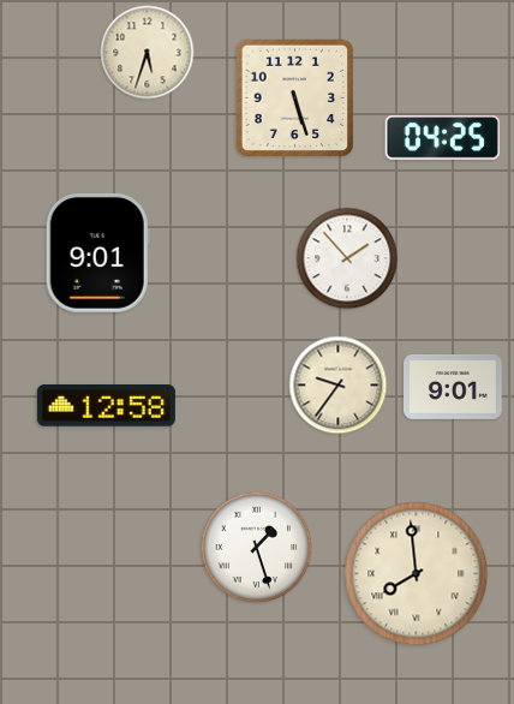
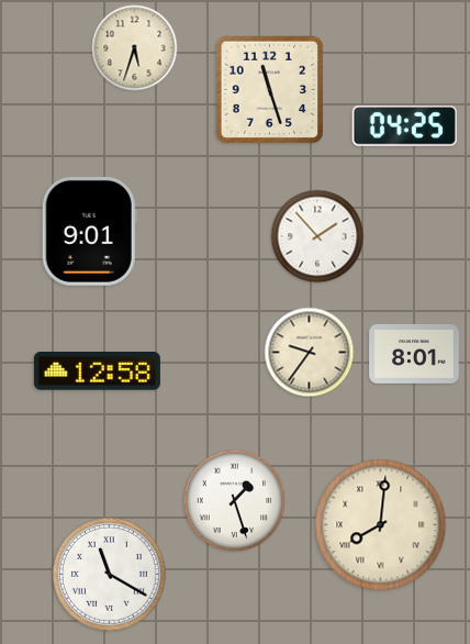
clock at (295, 99): 5:27 -> 11:27
clock at (453, 387): 9:01 -> 8:01
clock at (417, 574): 7:59 -> 8:01
clock at (110, 575): none -> 11:20
